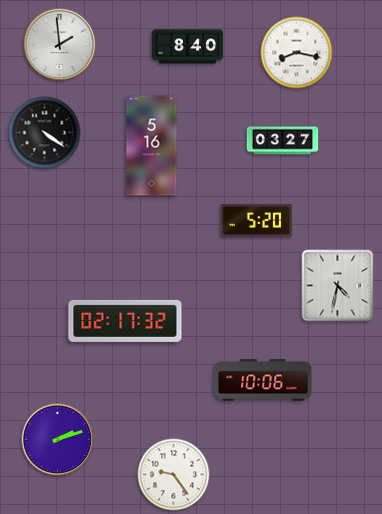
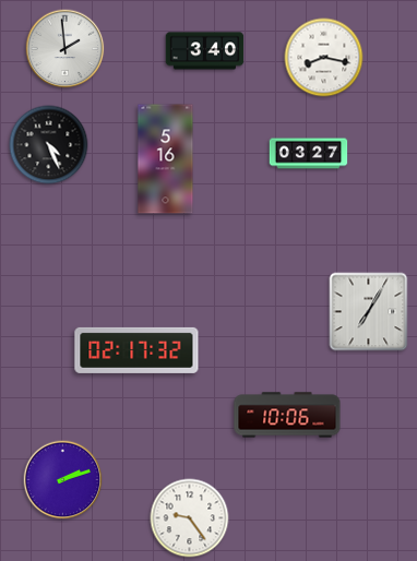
clock at (188, 47): 8:40 -> 3:40
clock at (45, 133): 4:21 -> 4:26
clock at (257, 221): 5:20 -> none
clock at (338, 286): 4:32 -> 7:05
